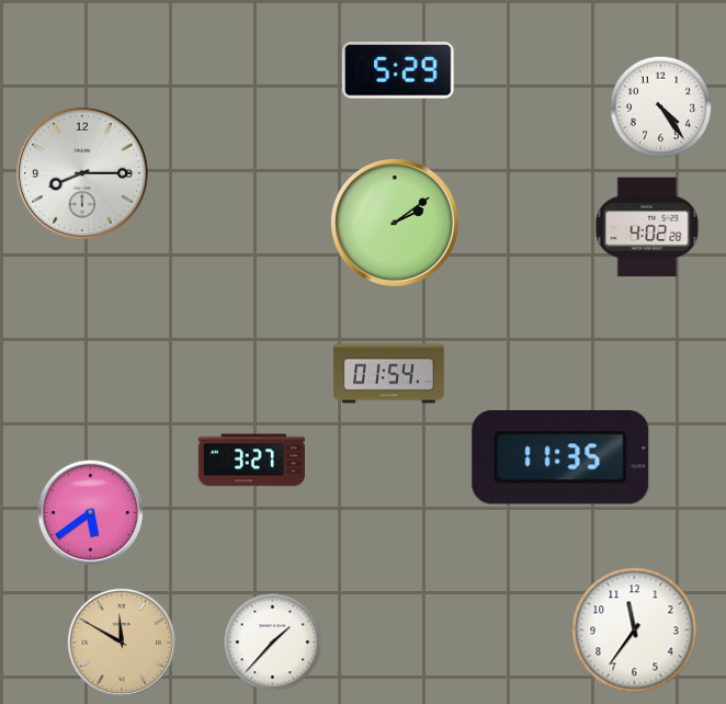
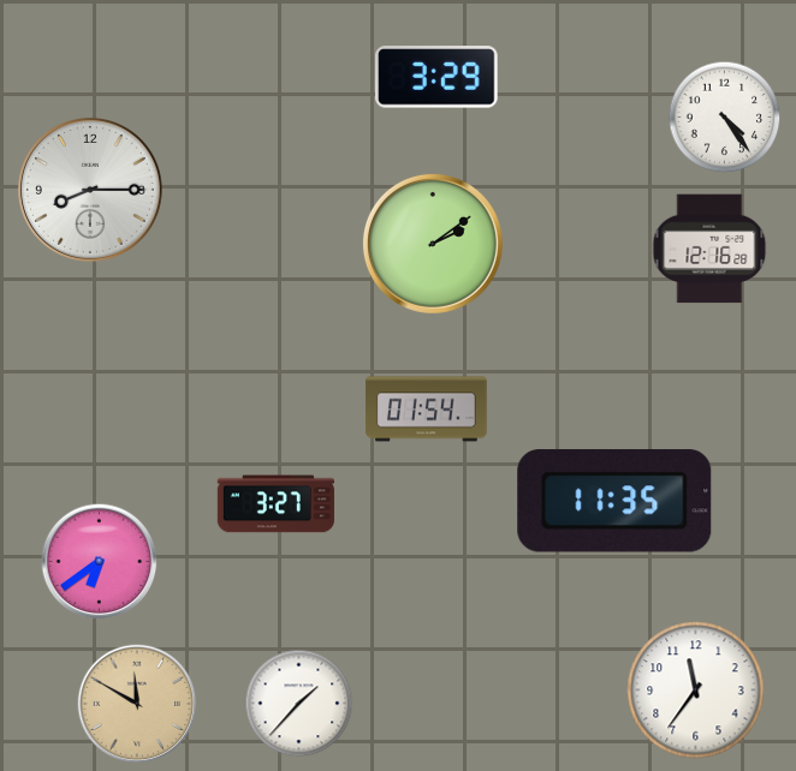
clock at (398, 70): 5:29 -> 3:29
clock at (647, 227): 4:02 -> 12:16
clock at (91, 513): 5:39 -> 6:39
clock at (122, 643) position: (122, 643) -> (137, 704)
